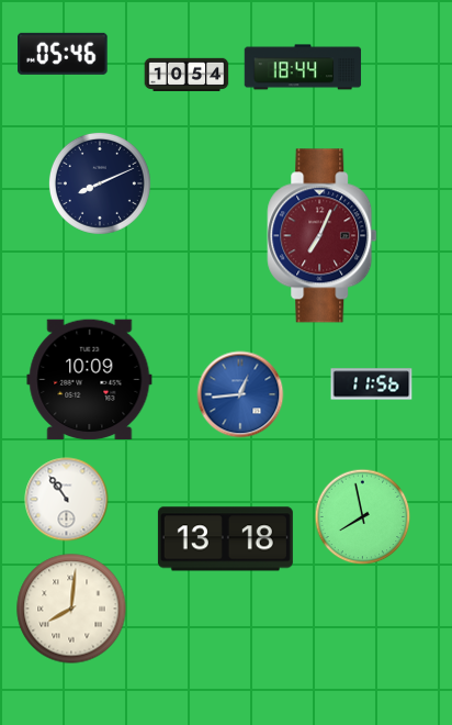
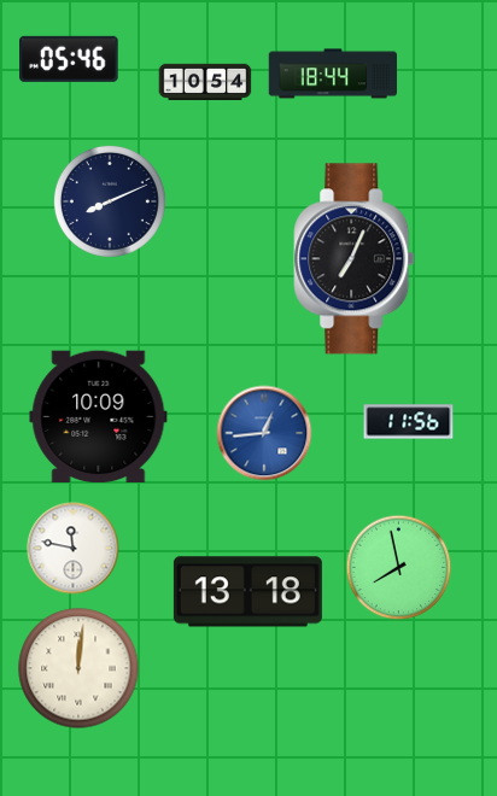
clock at (323, 236) dial: burgundy -> black
clock at (67, 500): 10:54 -> 11:47
clock at (71, 609): 8:01 -> 12:01
